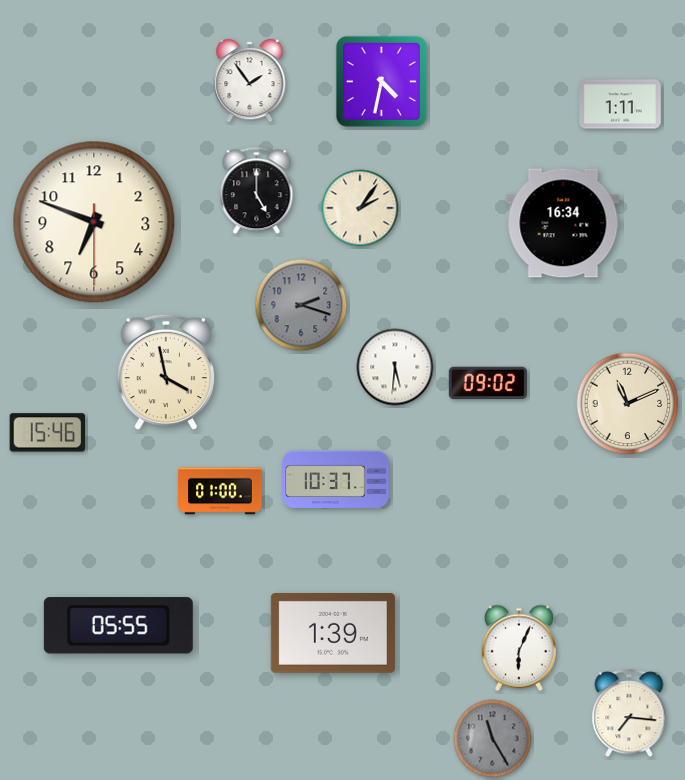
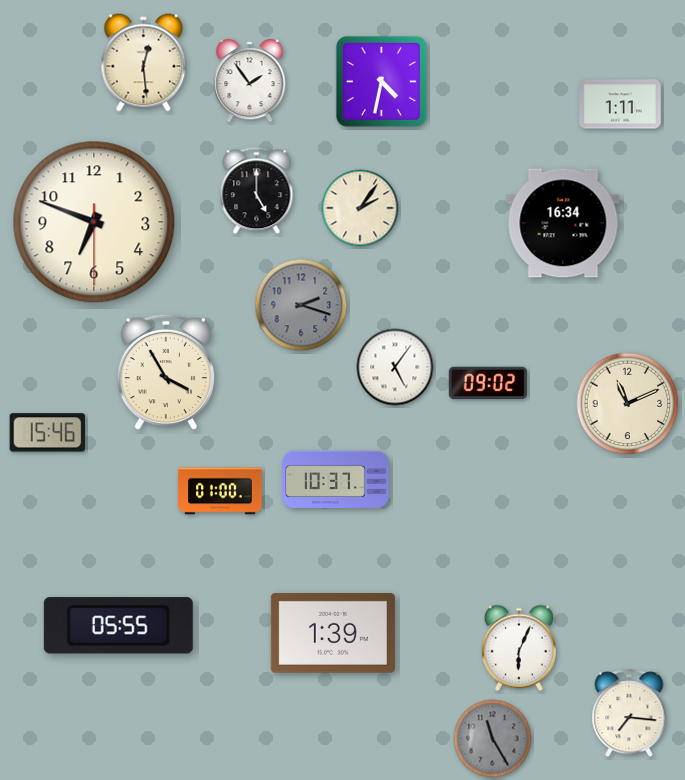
clock at (144, 63): none -> 12:29
clock at (395, 367): 5:31 -> 5:06
clock at (166, 372): 3:58 -> 3:55
